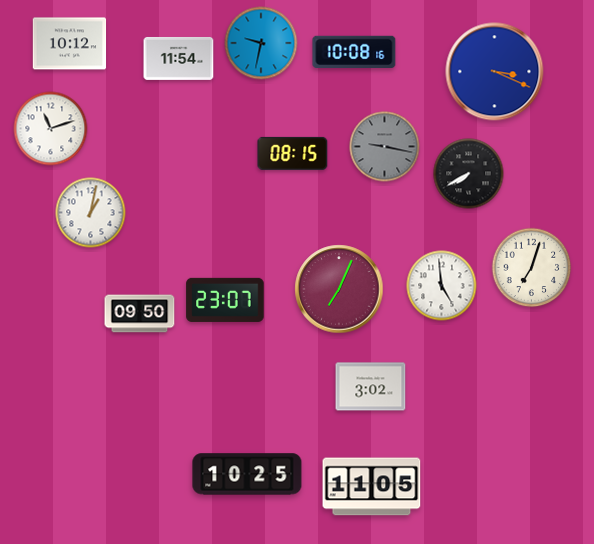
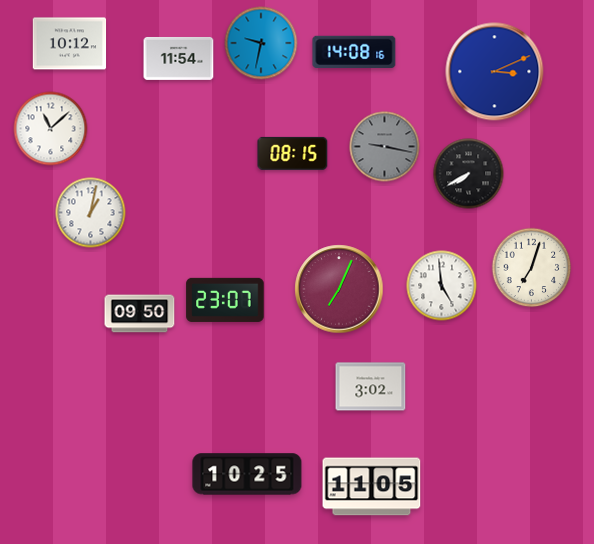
clock at (354, 52): 10:08 -> 14:08
clock at (495, 72): 3:19 -> 3:11
clock at (51, 129): 11:12 -> 11:08
